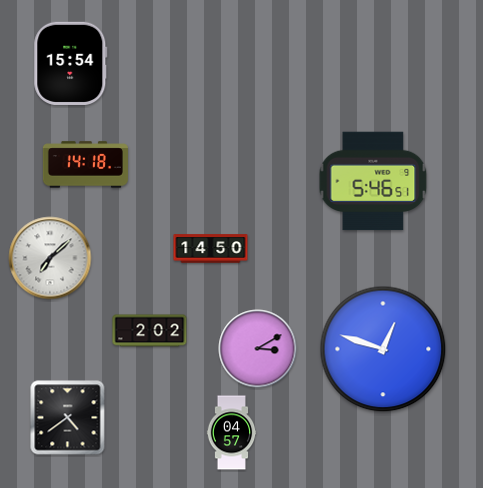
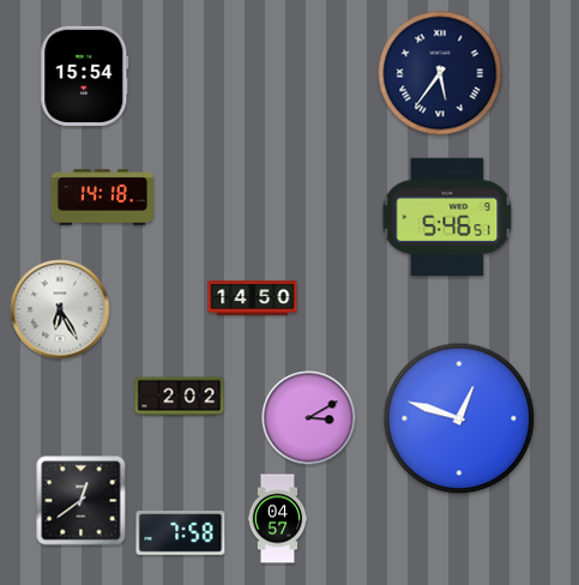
clock at (440, 73): none -> 5:36
clock at (50, 258): 7:08 -> 6:25
clock at (68, 418): 4:39 -> 12:39
clock at (181, 533): none -> 7:58
